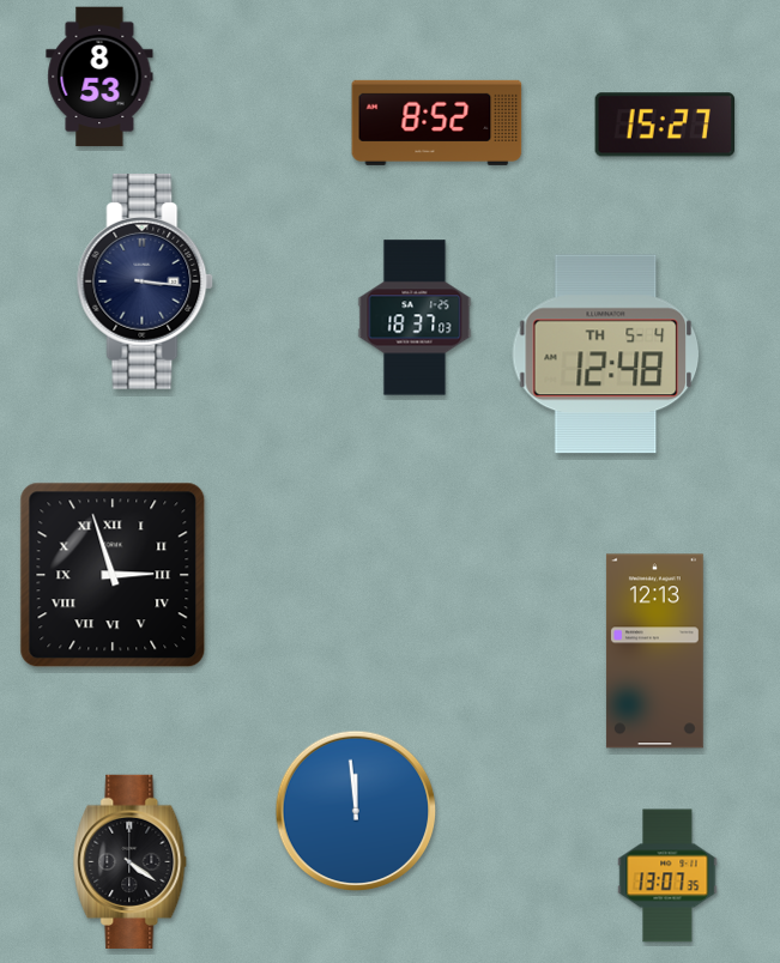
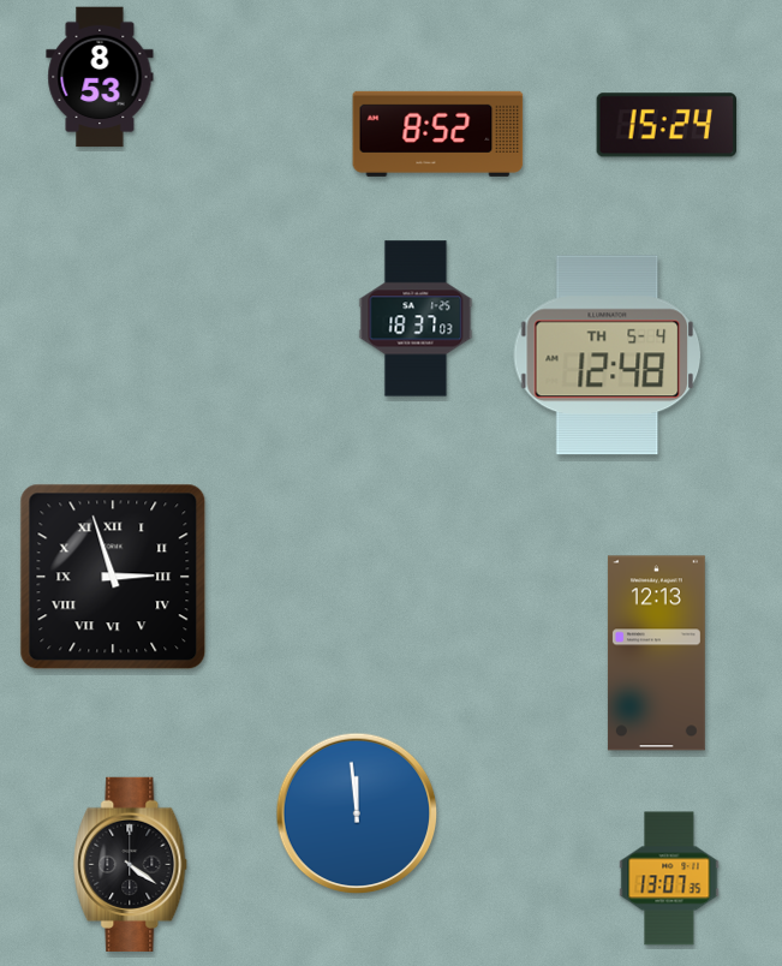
clock at (437, 122) position: (437, 122) -> (438, 133)
clock at (664, 125): 15:27 -> 15:24
clock at (145, 283): 3:16 -> none
